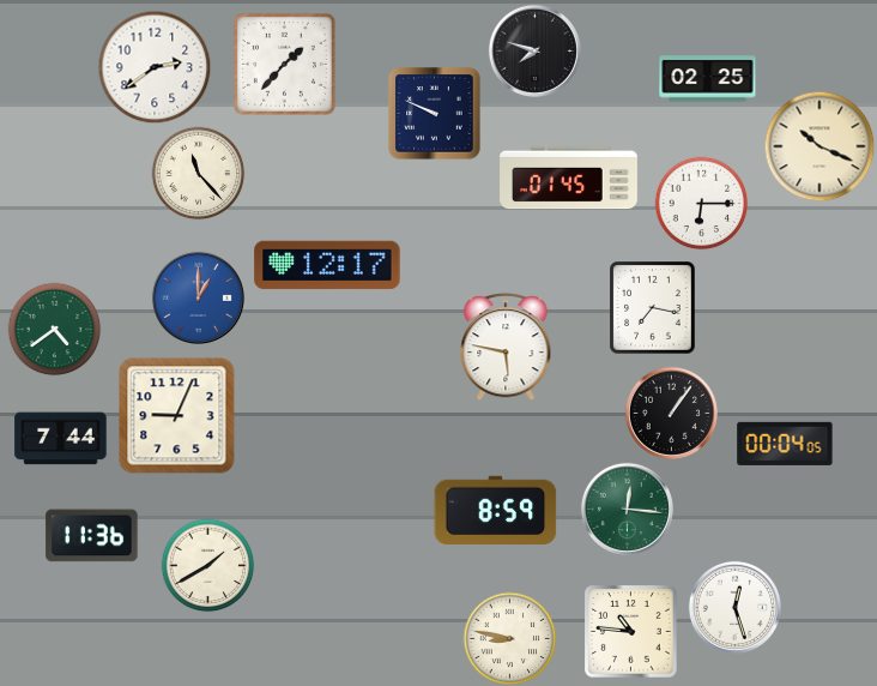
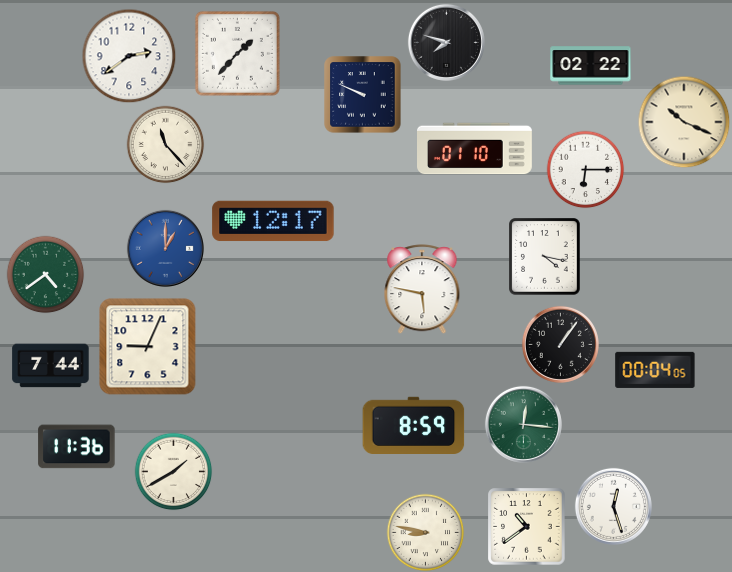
clock at (708, 79): 02:25 -> 02:22
clock at (569, 179): 01:45 -> 01:10
clock at (653, 308): 7:17 -> 4:17
clock at (631, 632): 10:46 -> 10:39
